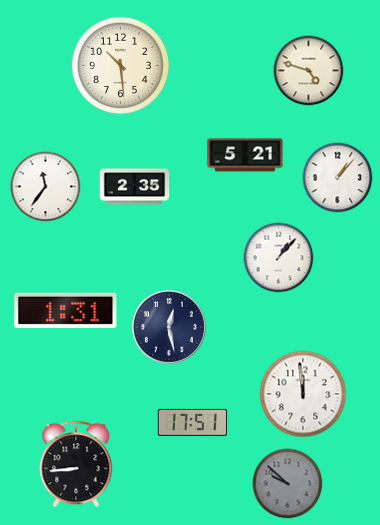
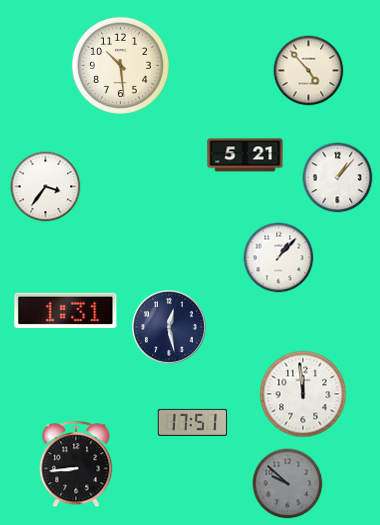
clock at (309, 71): 4:48 -> 4:53
clock at (46, 187): 11:36 -> 3:36
clock at (135, 187): 2:35 -> none
